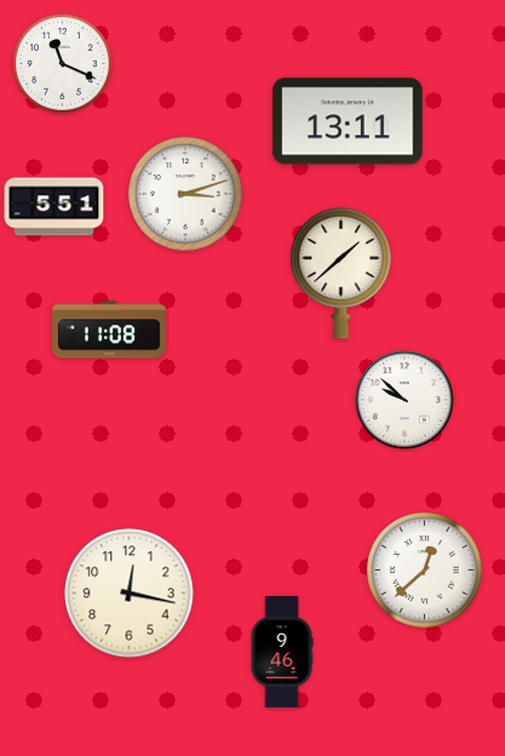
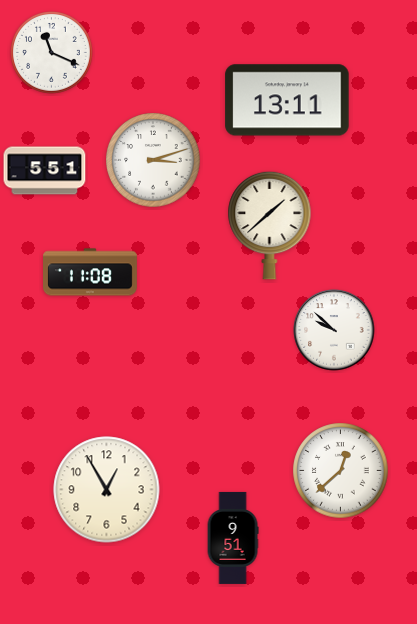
clock at (342, 273) position: (342, 273) -> (270, 225)
clock at (425, 571) position: (425, 571) -> (341, 471)
clock at (130, 594): 12:17 -> 12:55
clock at (282, 652): 9:46 -> 9:51
